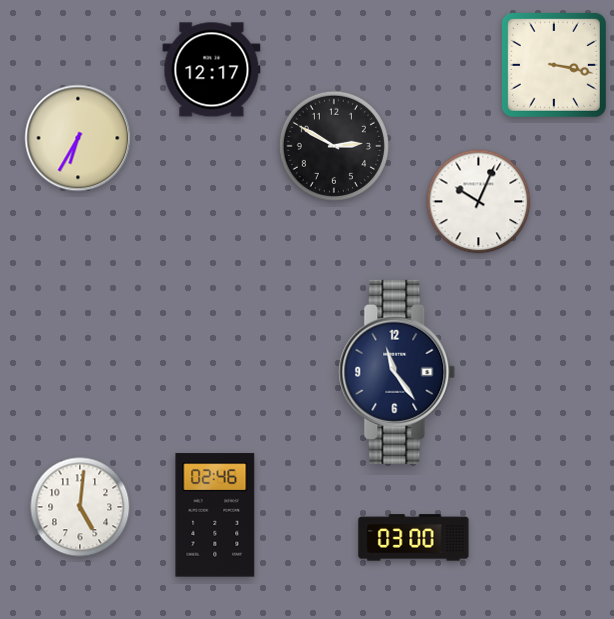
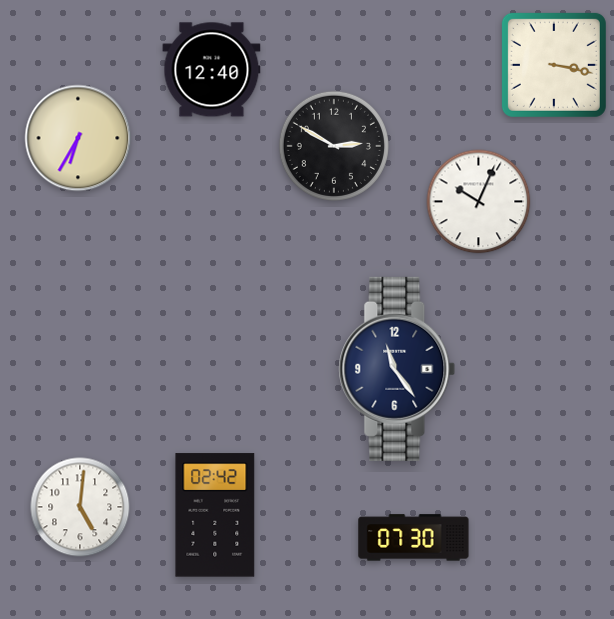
clock at (212, 70): 12:17 -> 12:40
clock at (397, 372) position: (397, 372) -> (397, 369)
clock at (215, 515): 02:46 -> 02:42
clock at (414, 538): 03:00 -> 07:30
